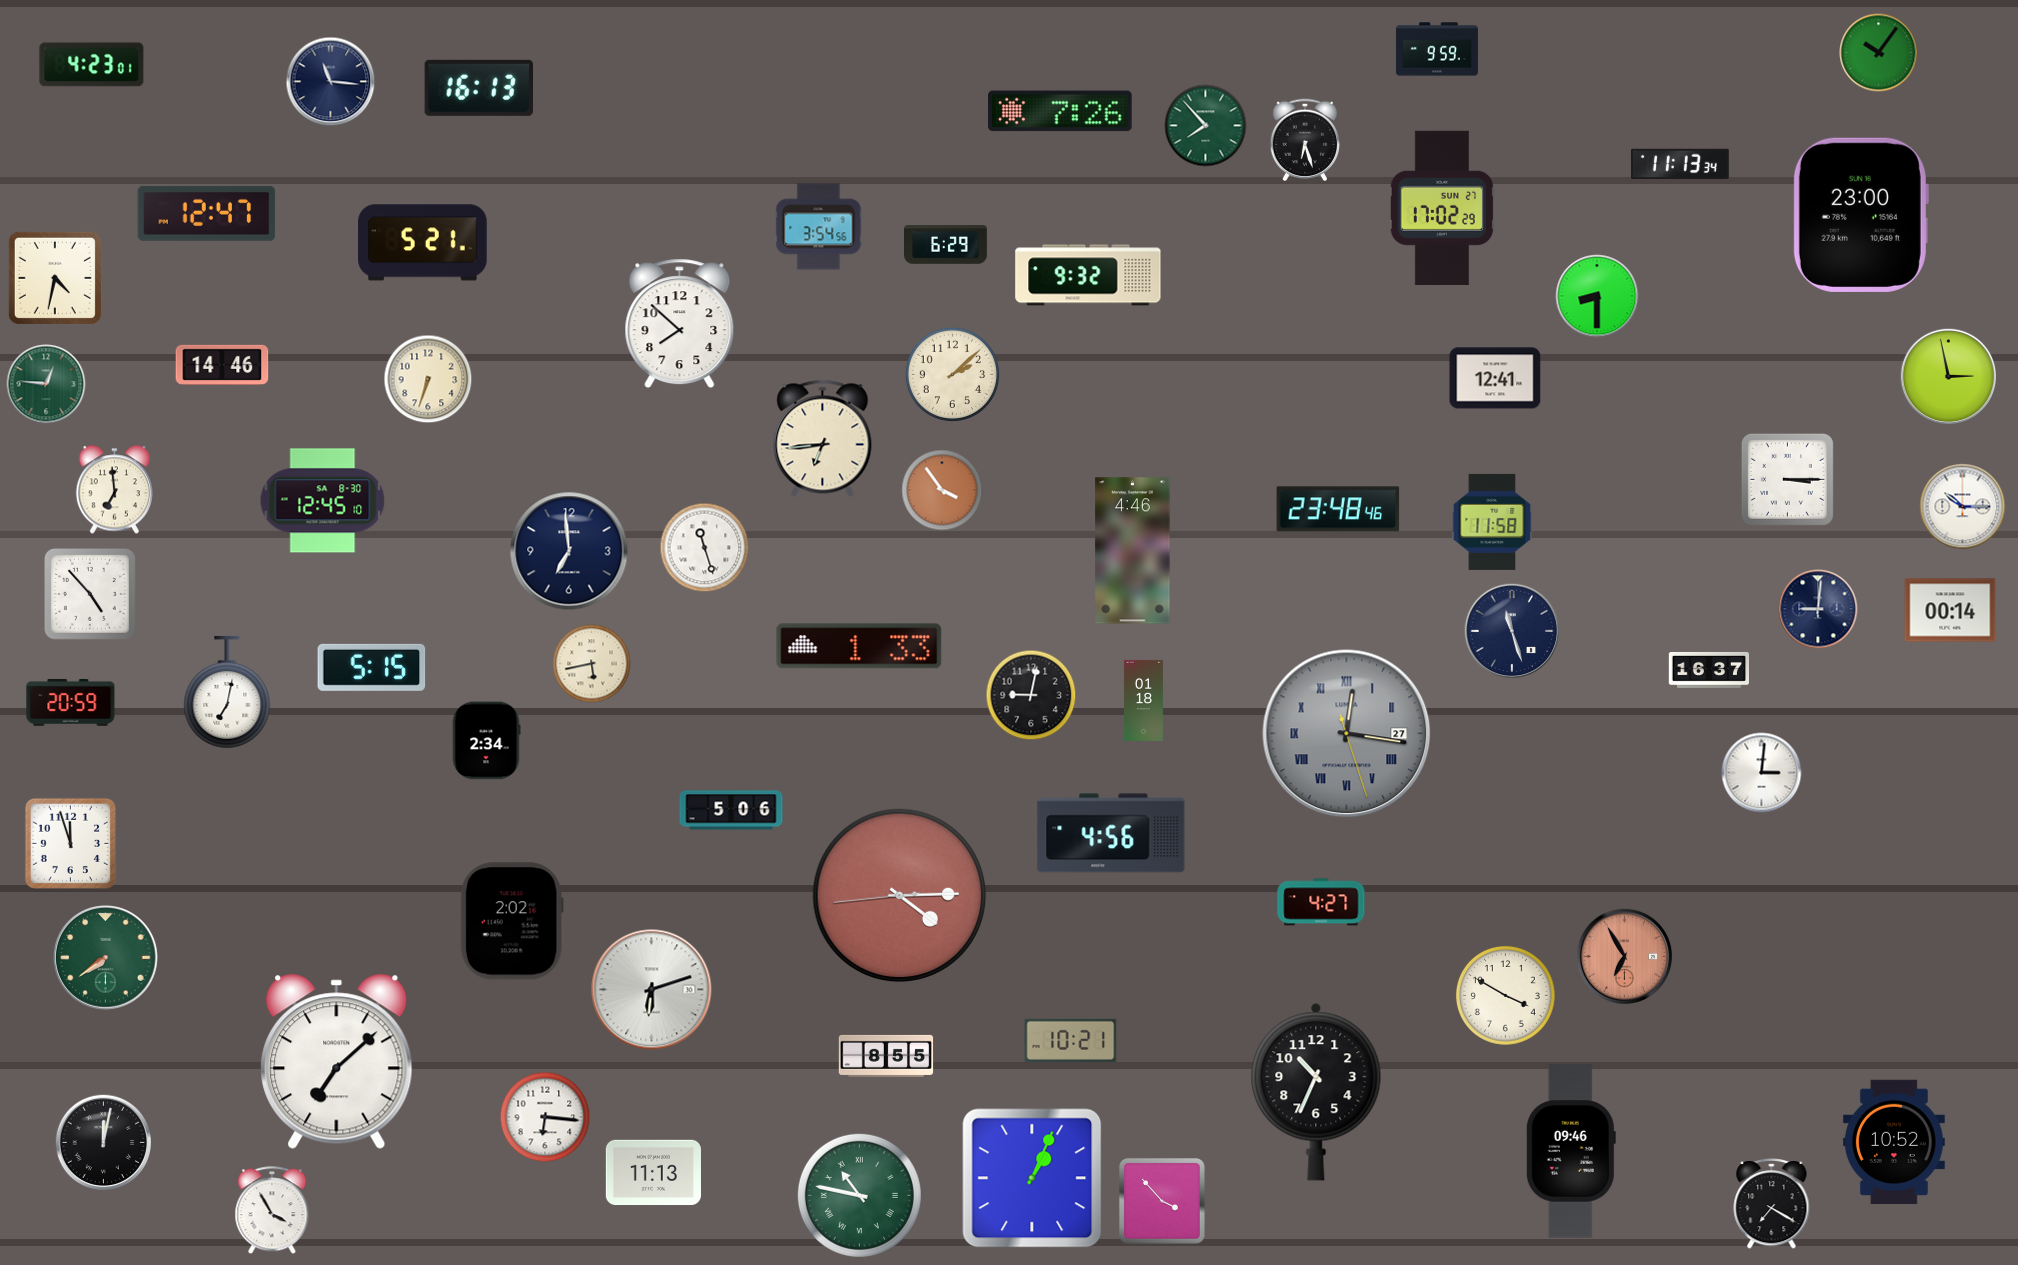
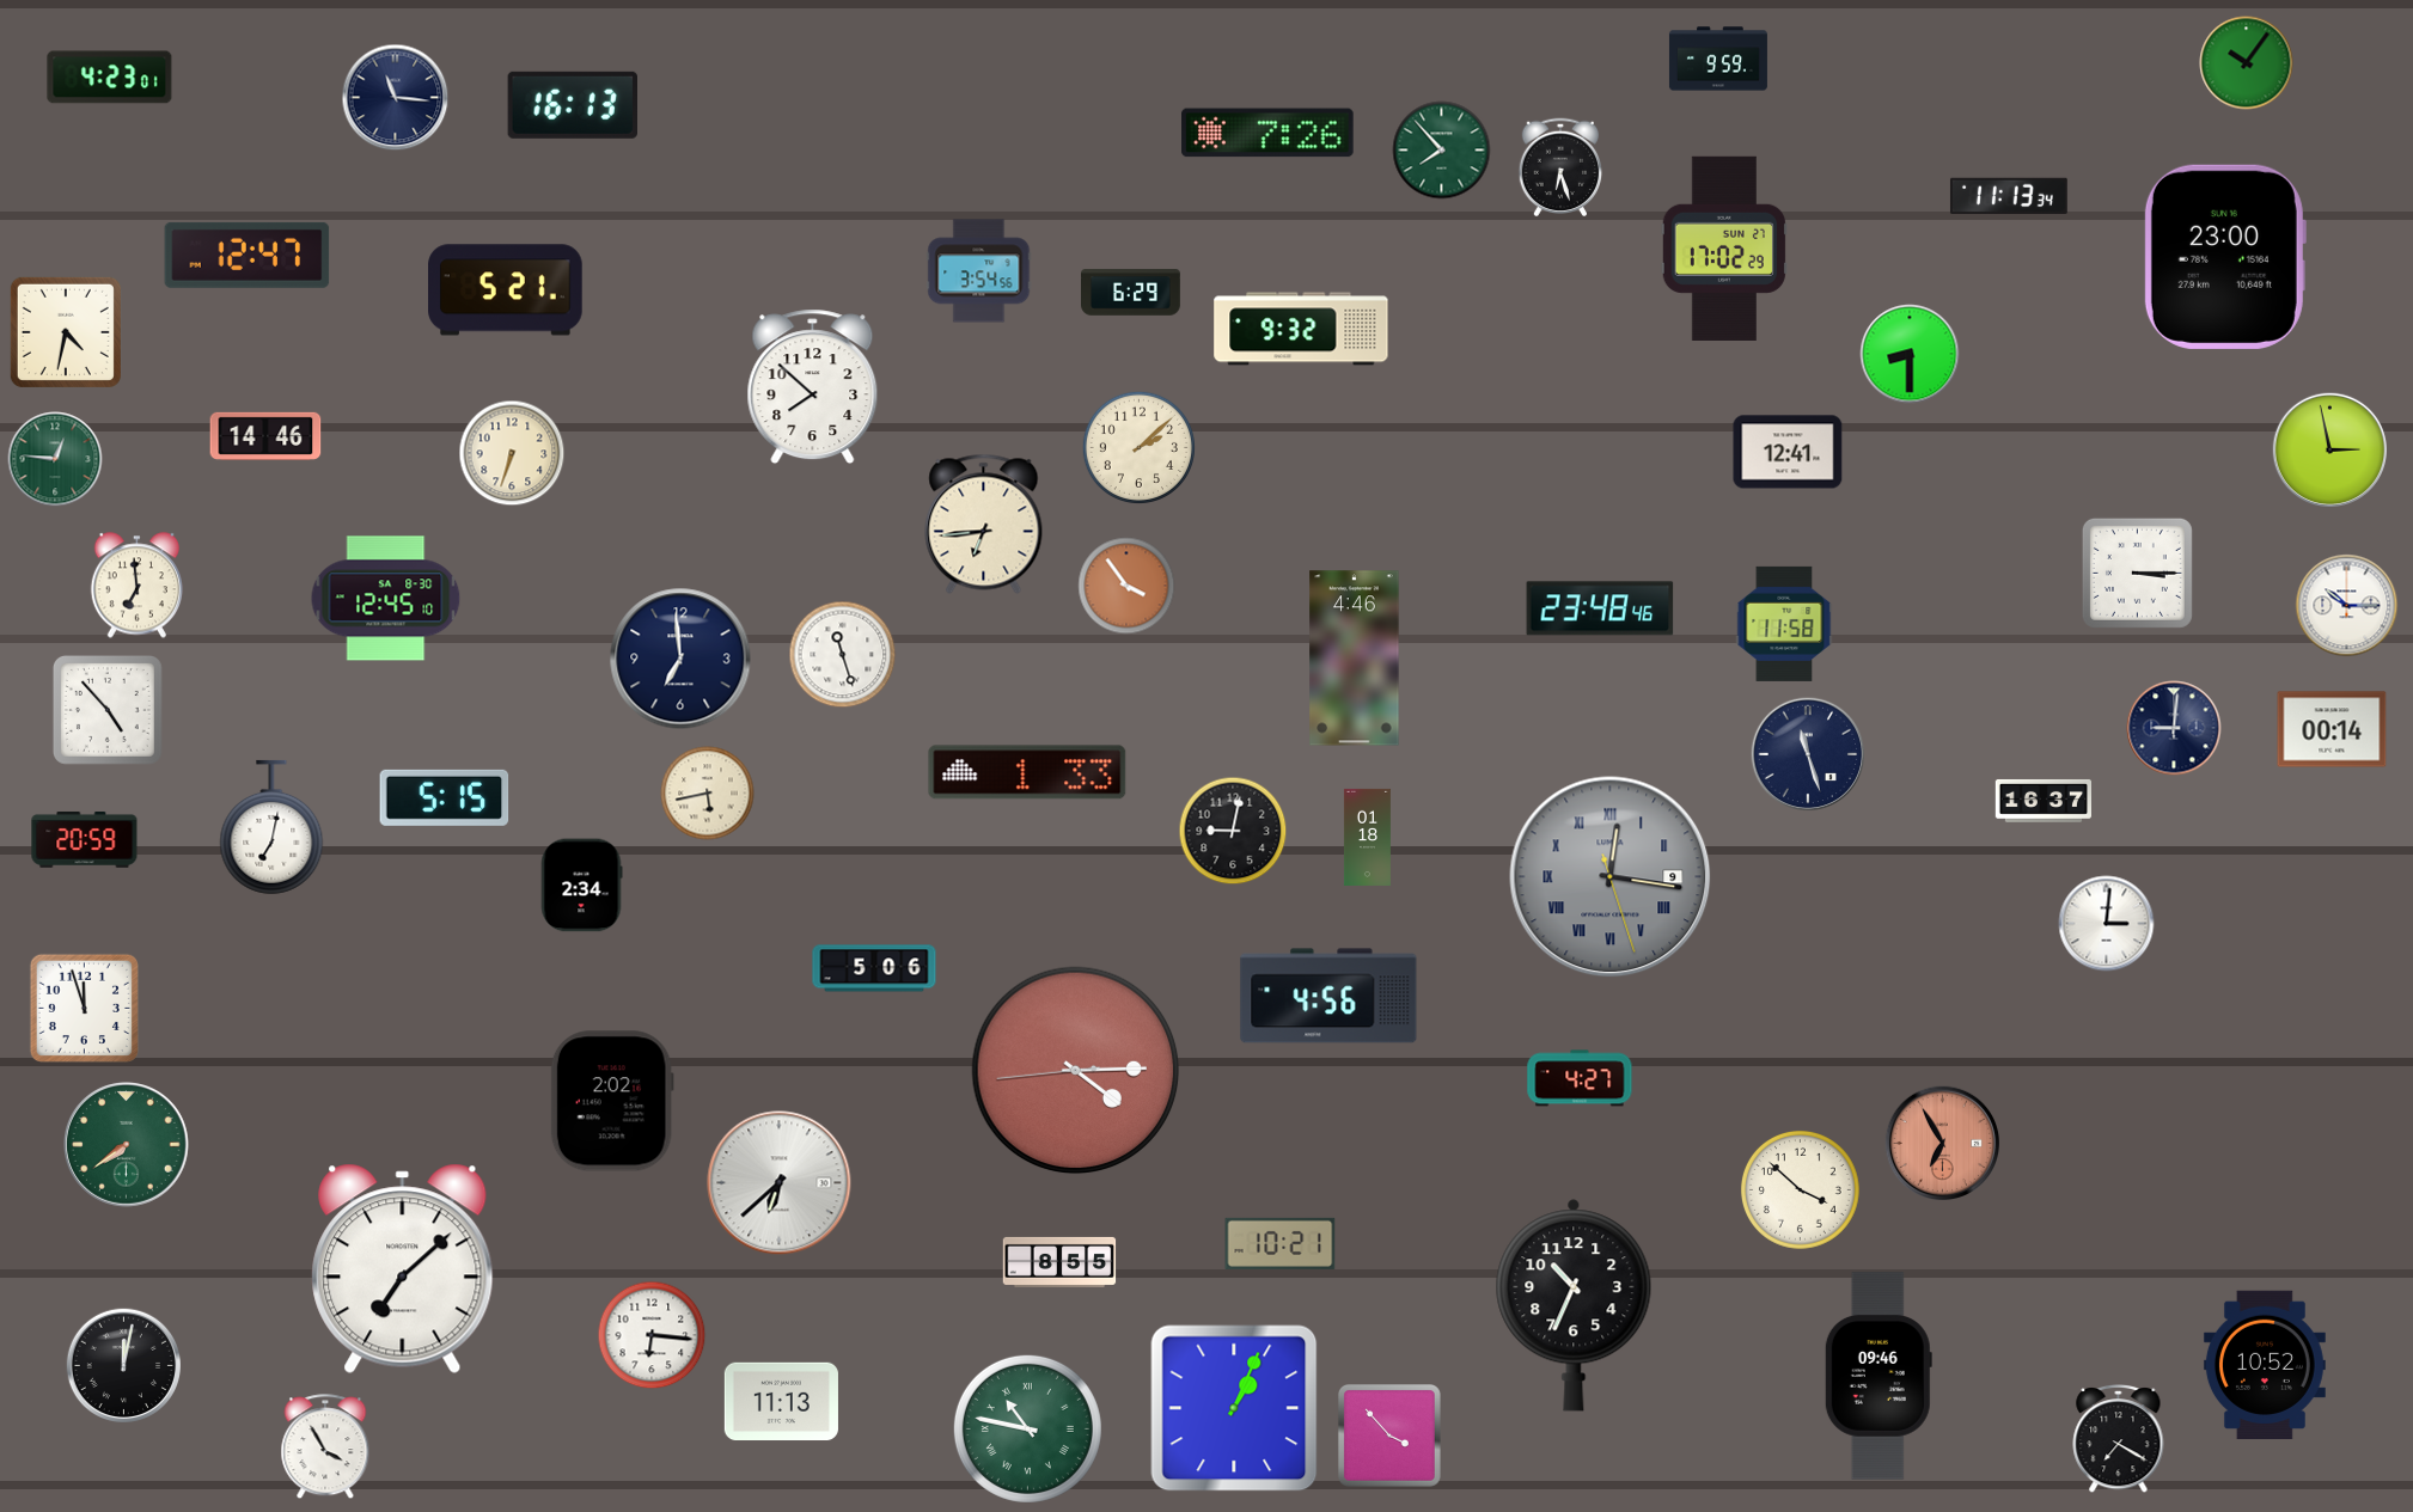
clock at (1347, 734) date: 27 -> 9
clock at (652, 990): 6:12 -> 6:38
clock at (1505, 995): 3:50 -> 3:52
